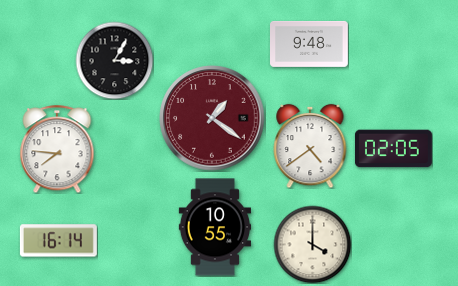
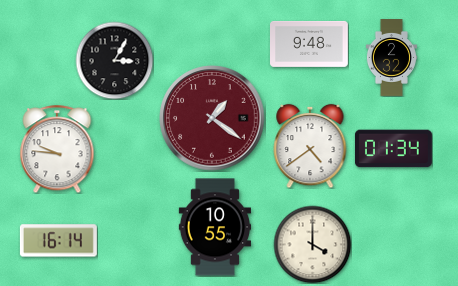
clock at (391, 58): none -> 2:32
clock at (57, 149): 7:46 -> 9:46
clock at (393, 149): 02:05 -> 01:34
